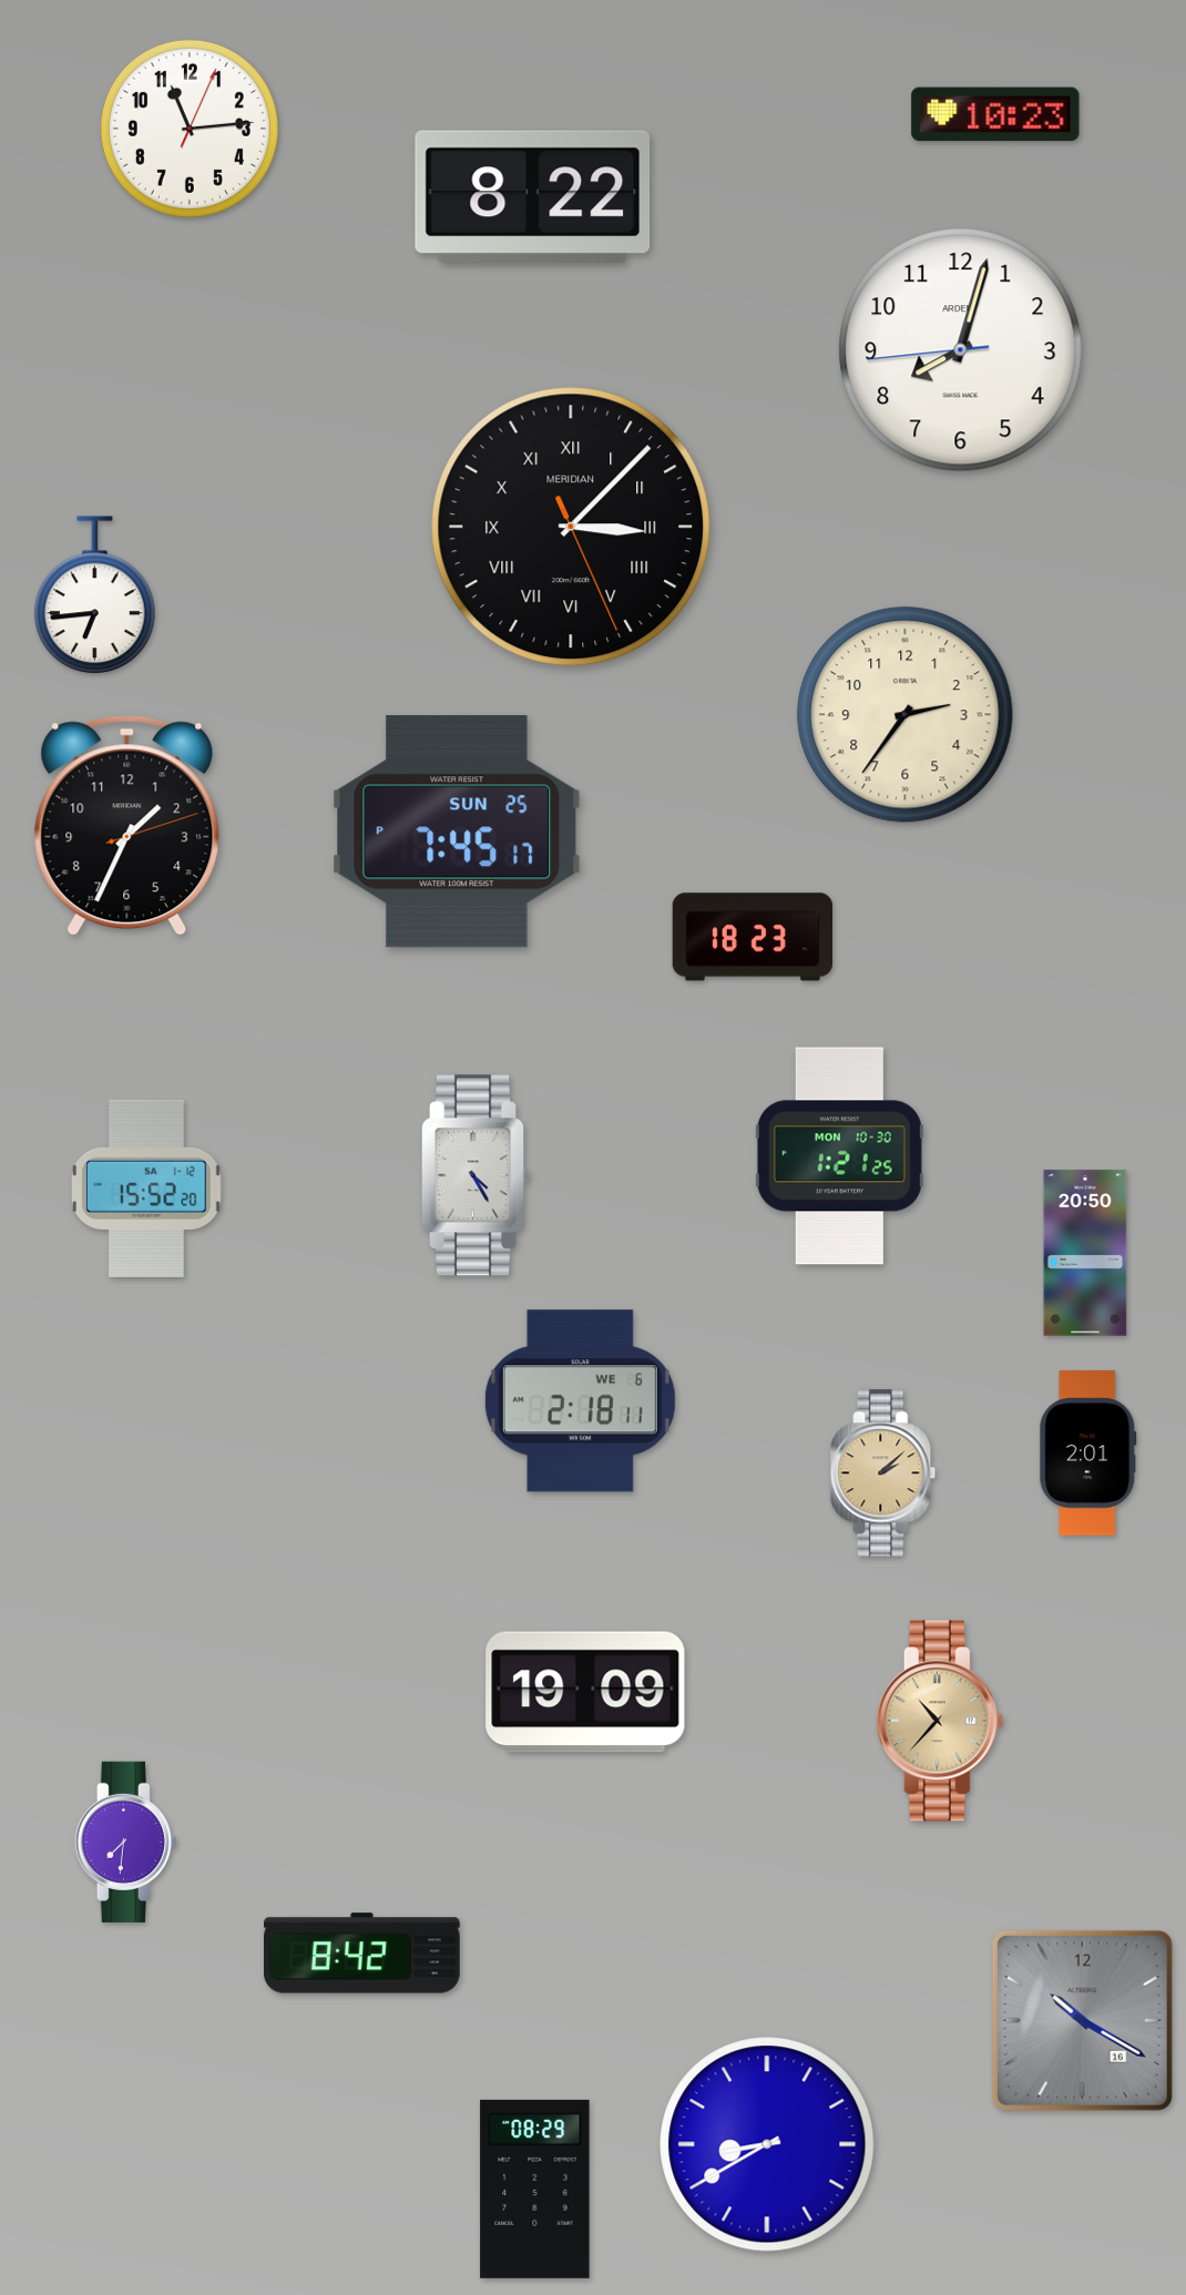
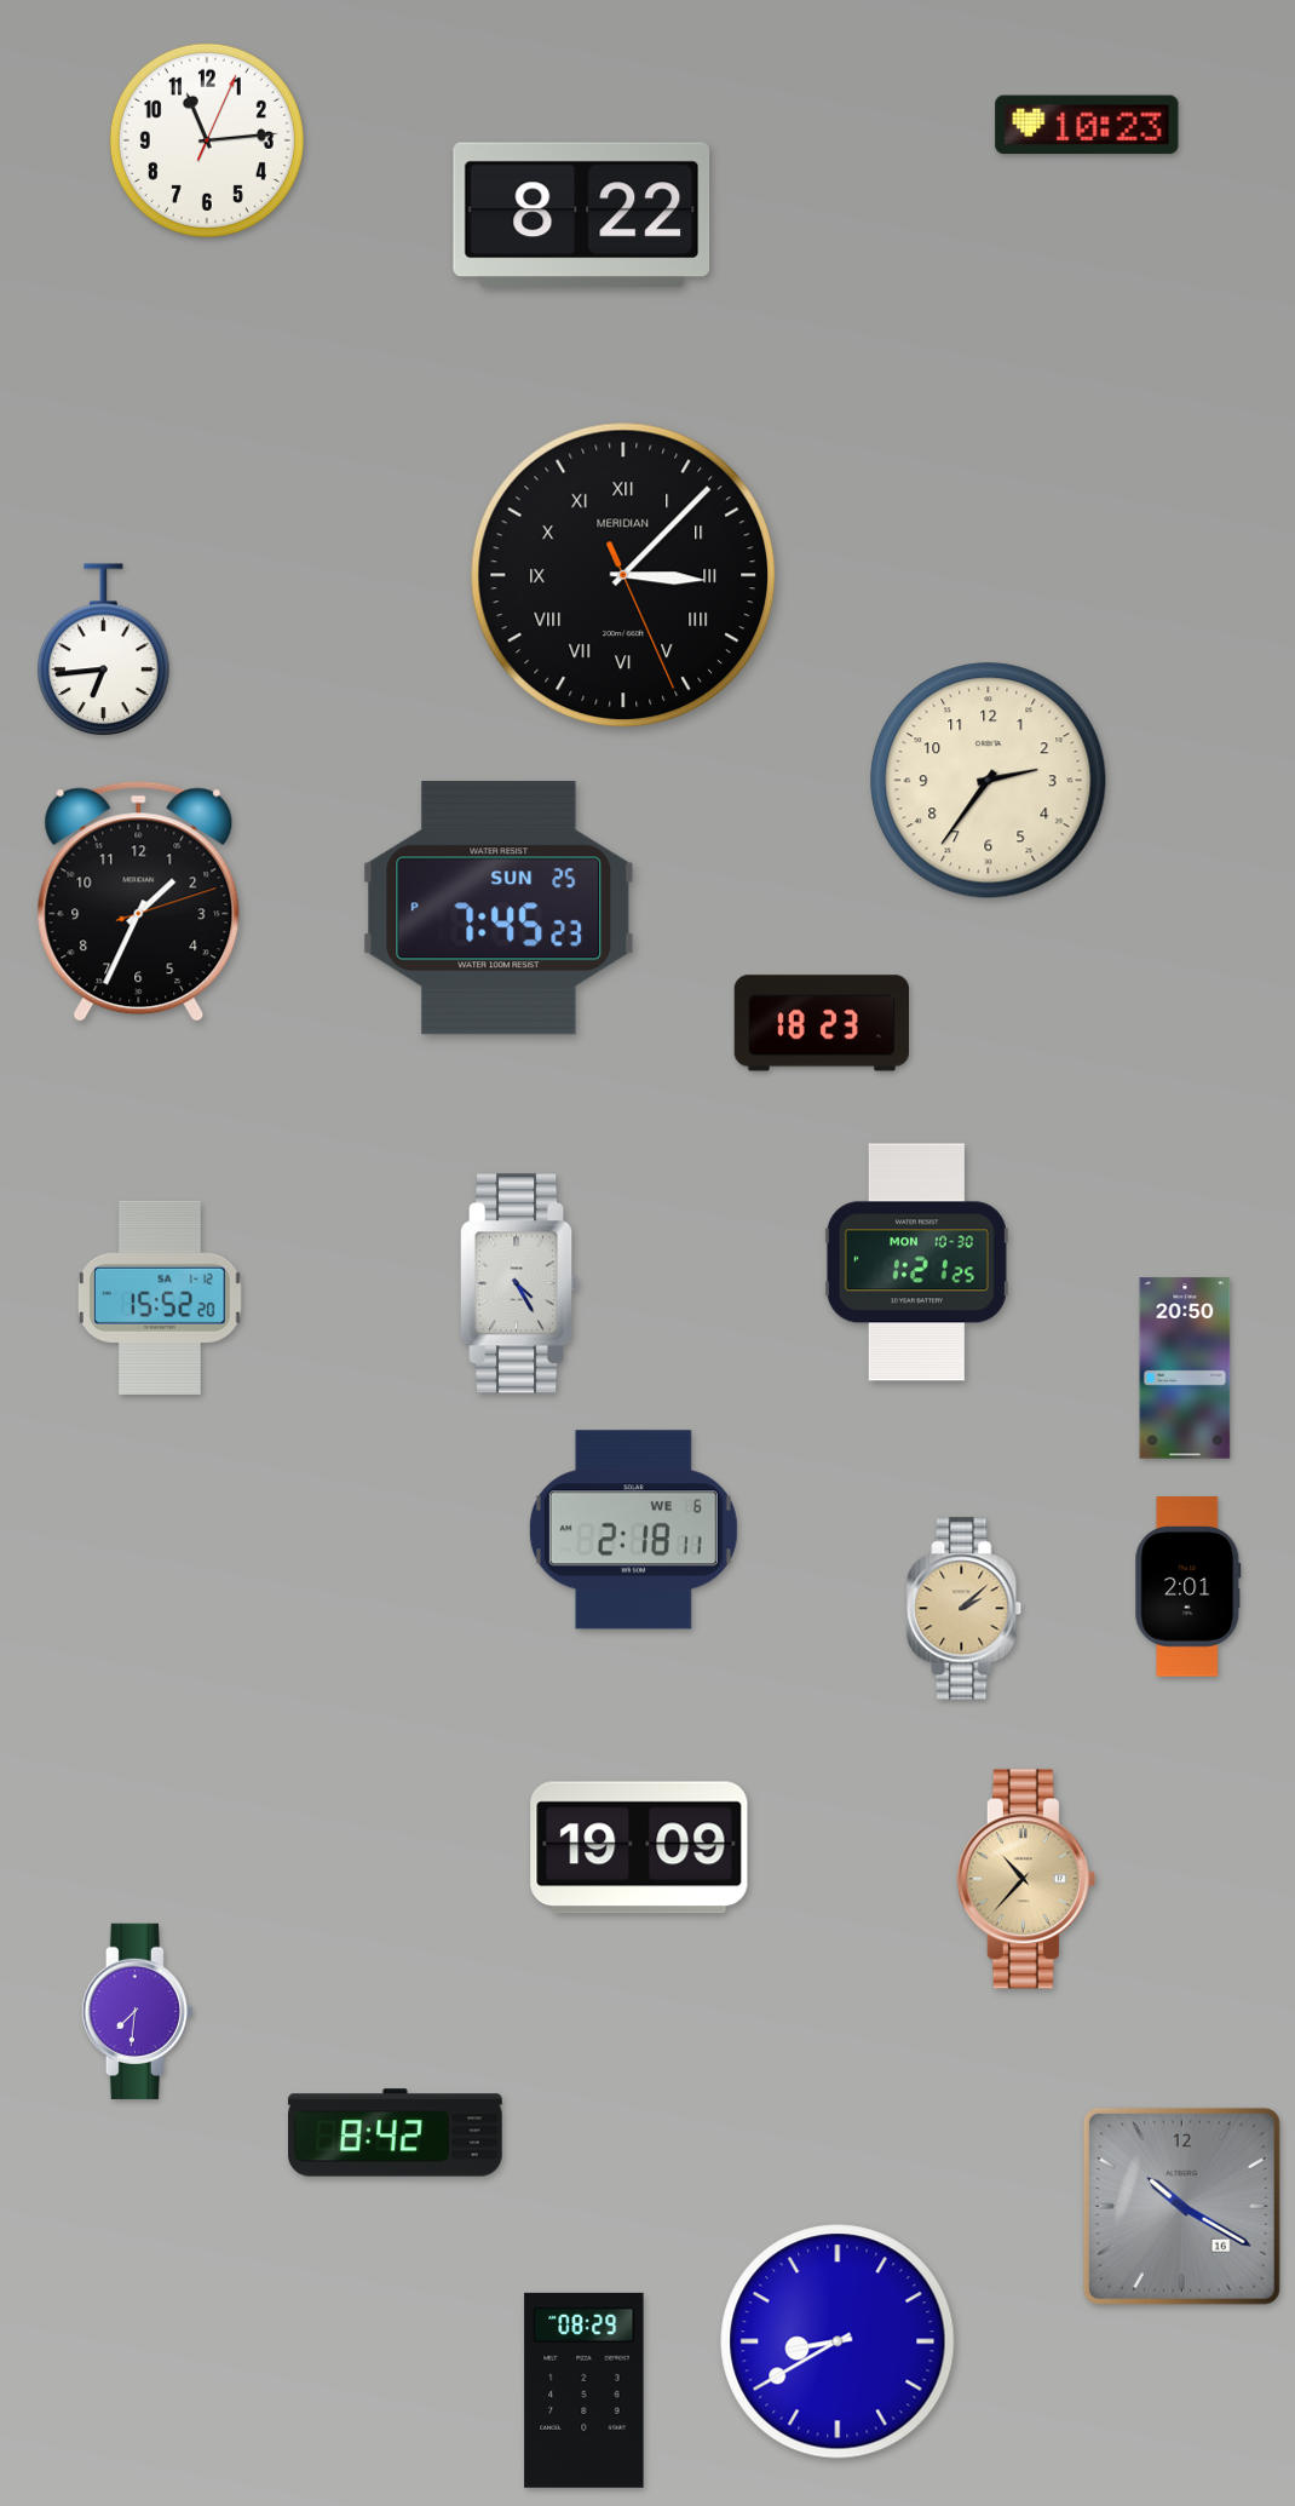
clock at (961, 350): 8:02 -> none
clock at (457, 832): 7:45:17 PM -> 7:45:23 PM
